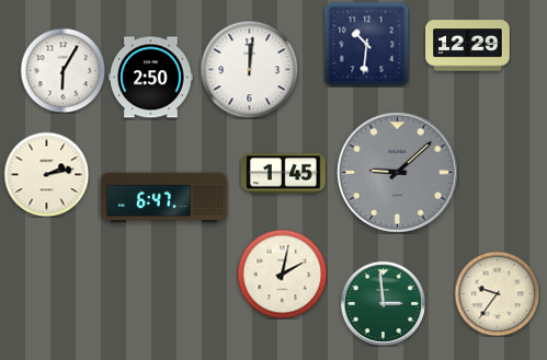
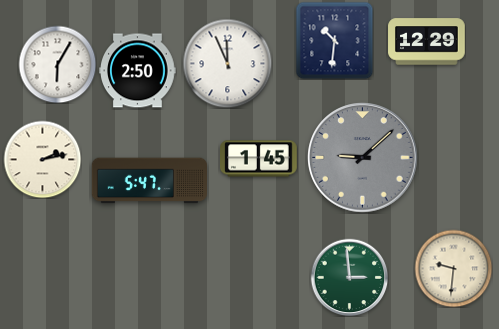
clock at (249, 69): 12:01 -> 11:56
clock at (163, 198): 6:47 -> 5:47
clock at (282, 274): 2:02 -> none
clock at (497, 293): 9:36 -> 9:31
